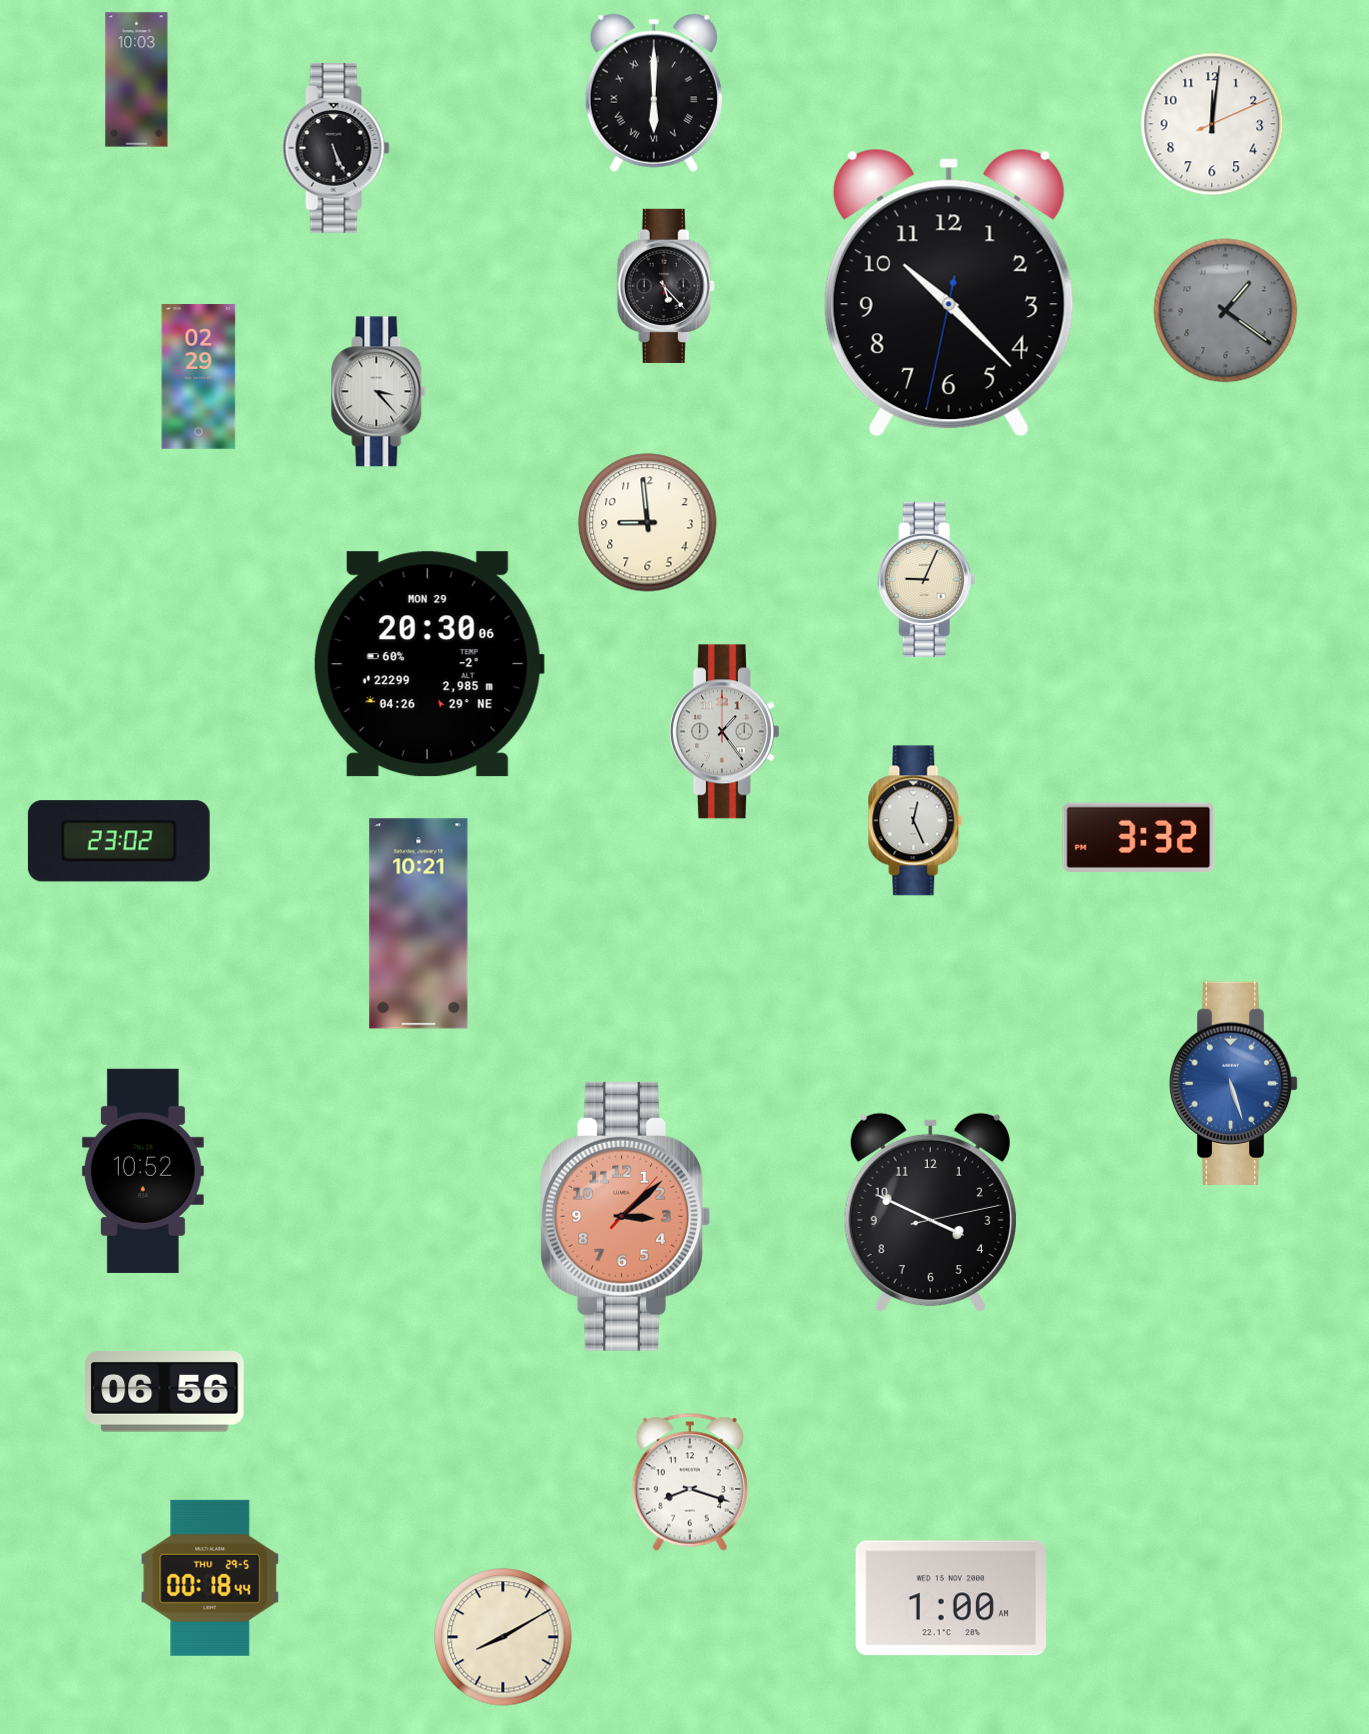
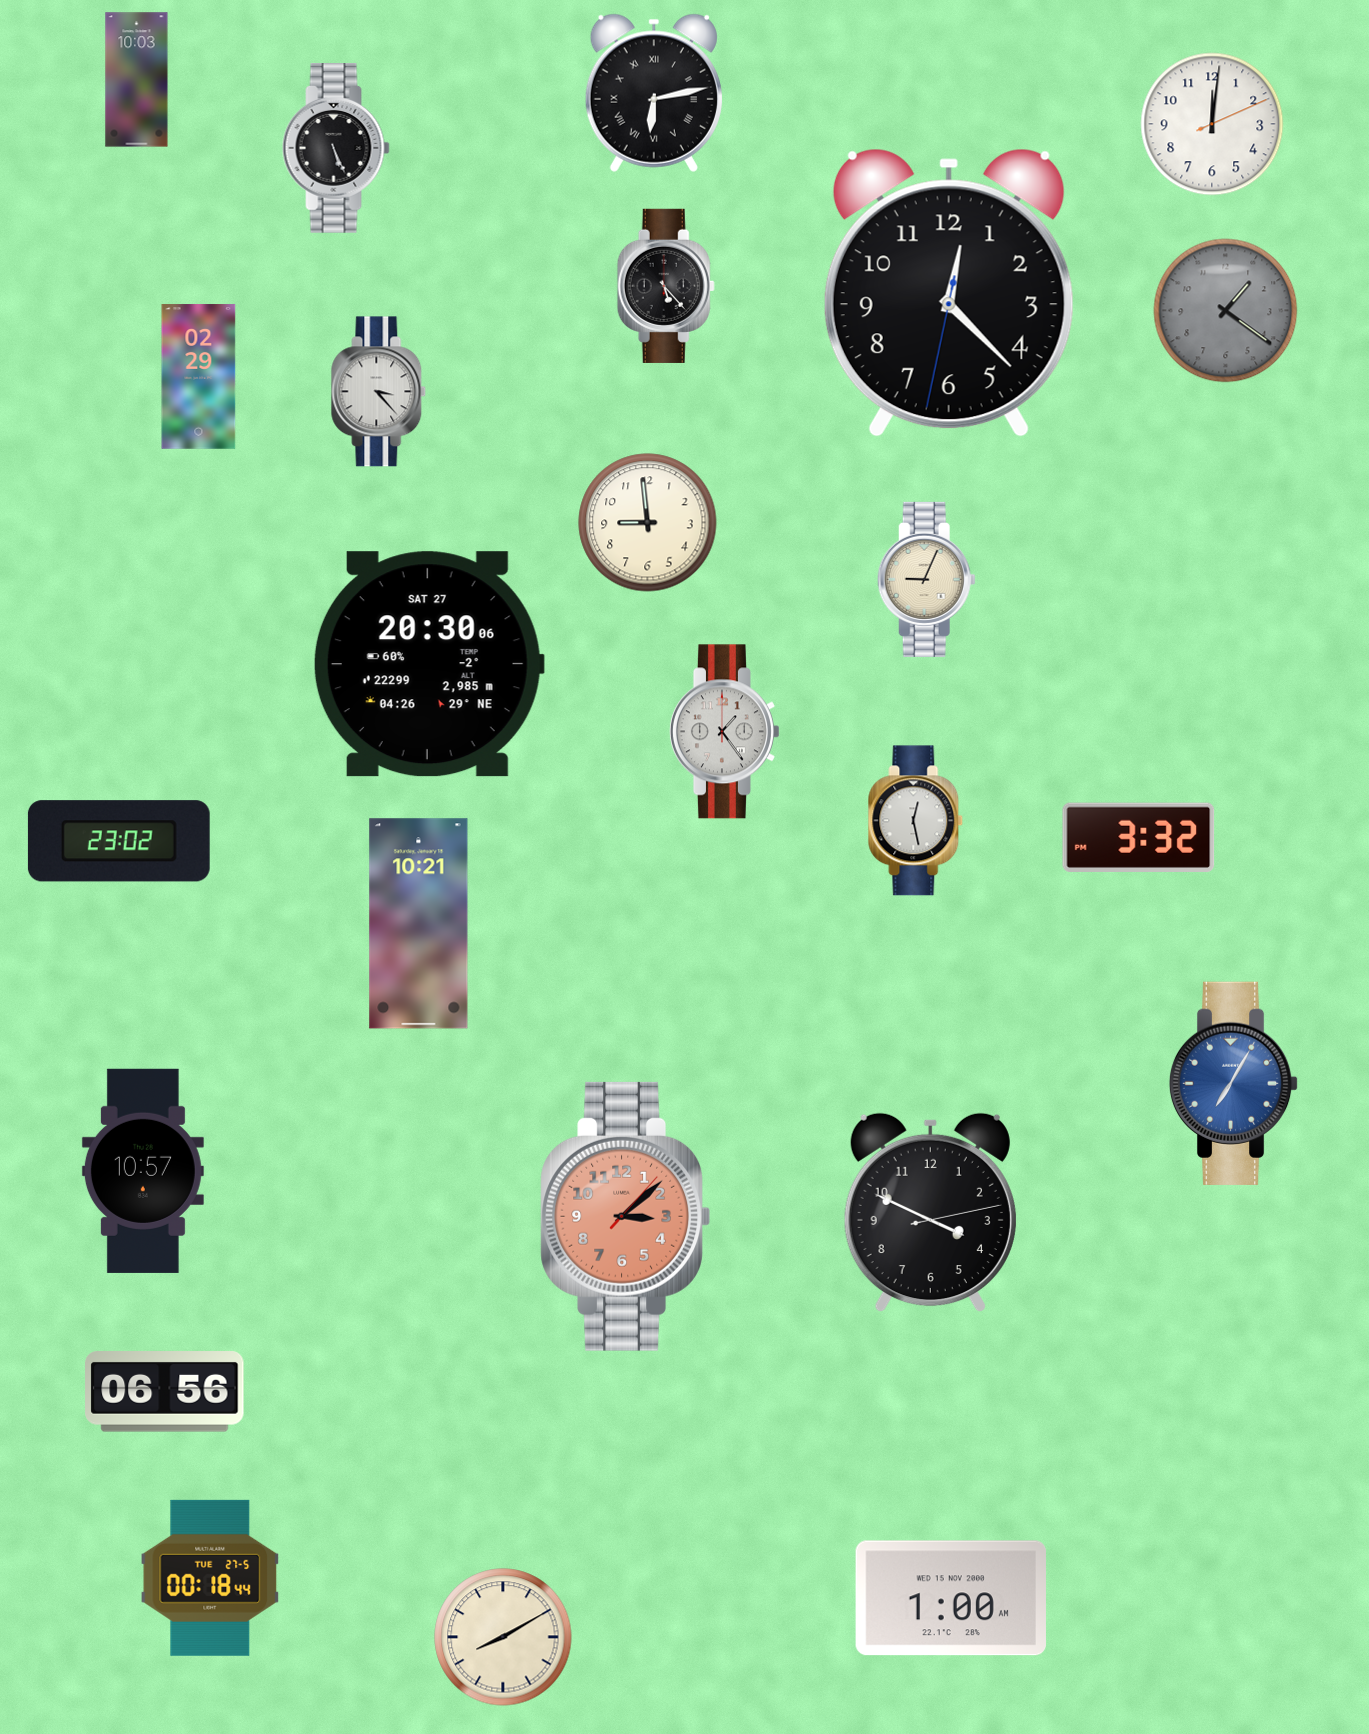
clock at (654, 93): 6:00 -> 6:13
clock at (949, 293): 10:22 -> 12:22
clock at (429, 664) date: MON 29 -> SAT 27
clock at (916, 821): 12:26 -> 12:28
clock at (1234, 1083): 5:27 -> 7:05
clock at (143, 1171): 10:52 -> 10:57
clock at (690, 1482): 8:18 -> none
clock at (210, 1578) date: THU 29-5 -> TUE 27-5
